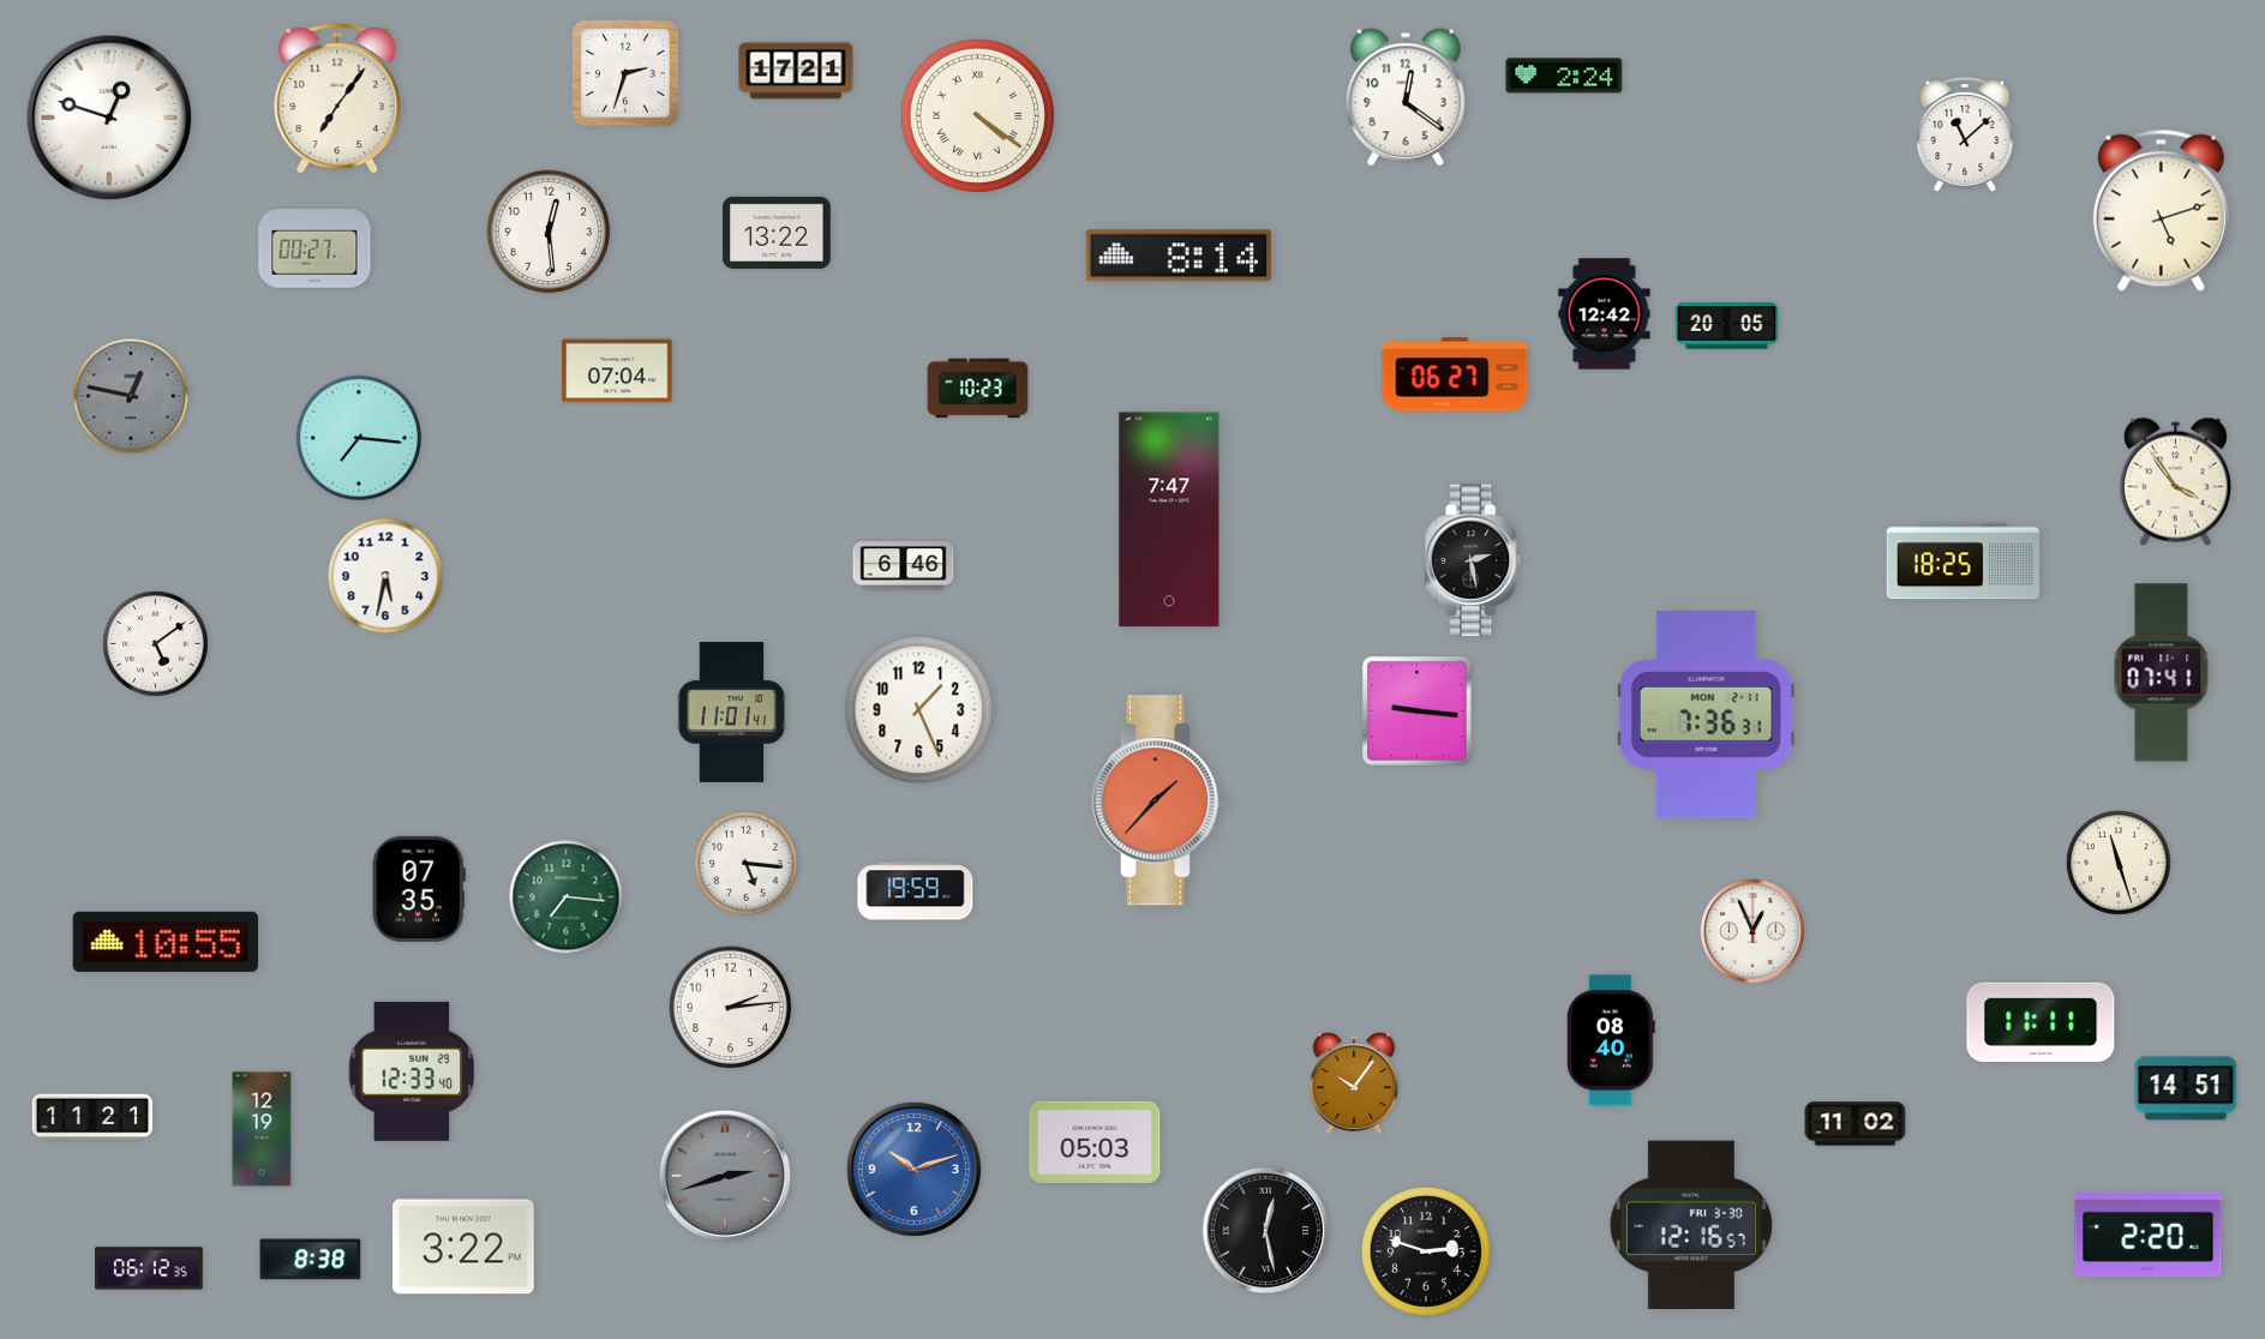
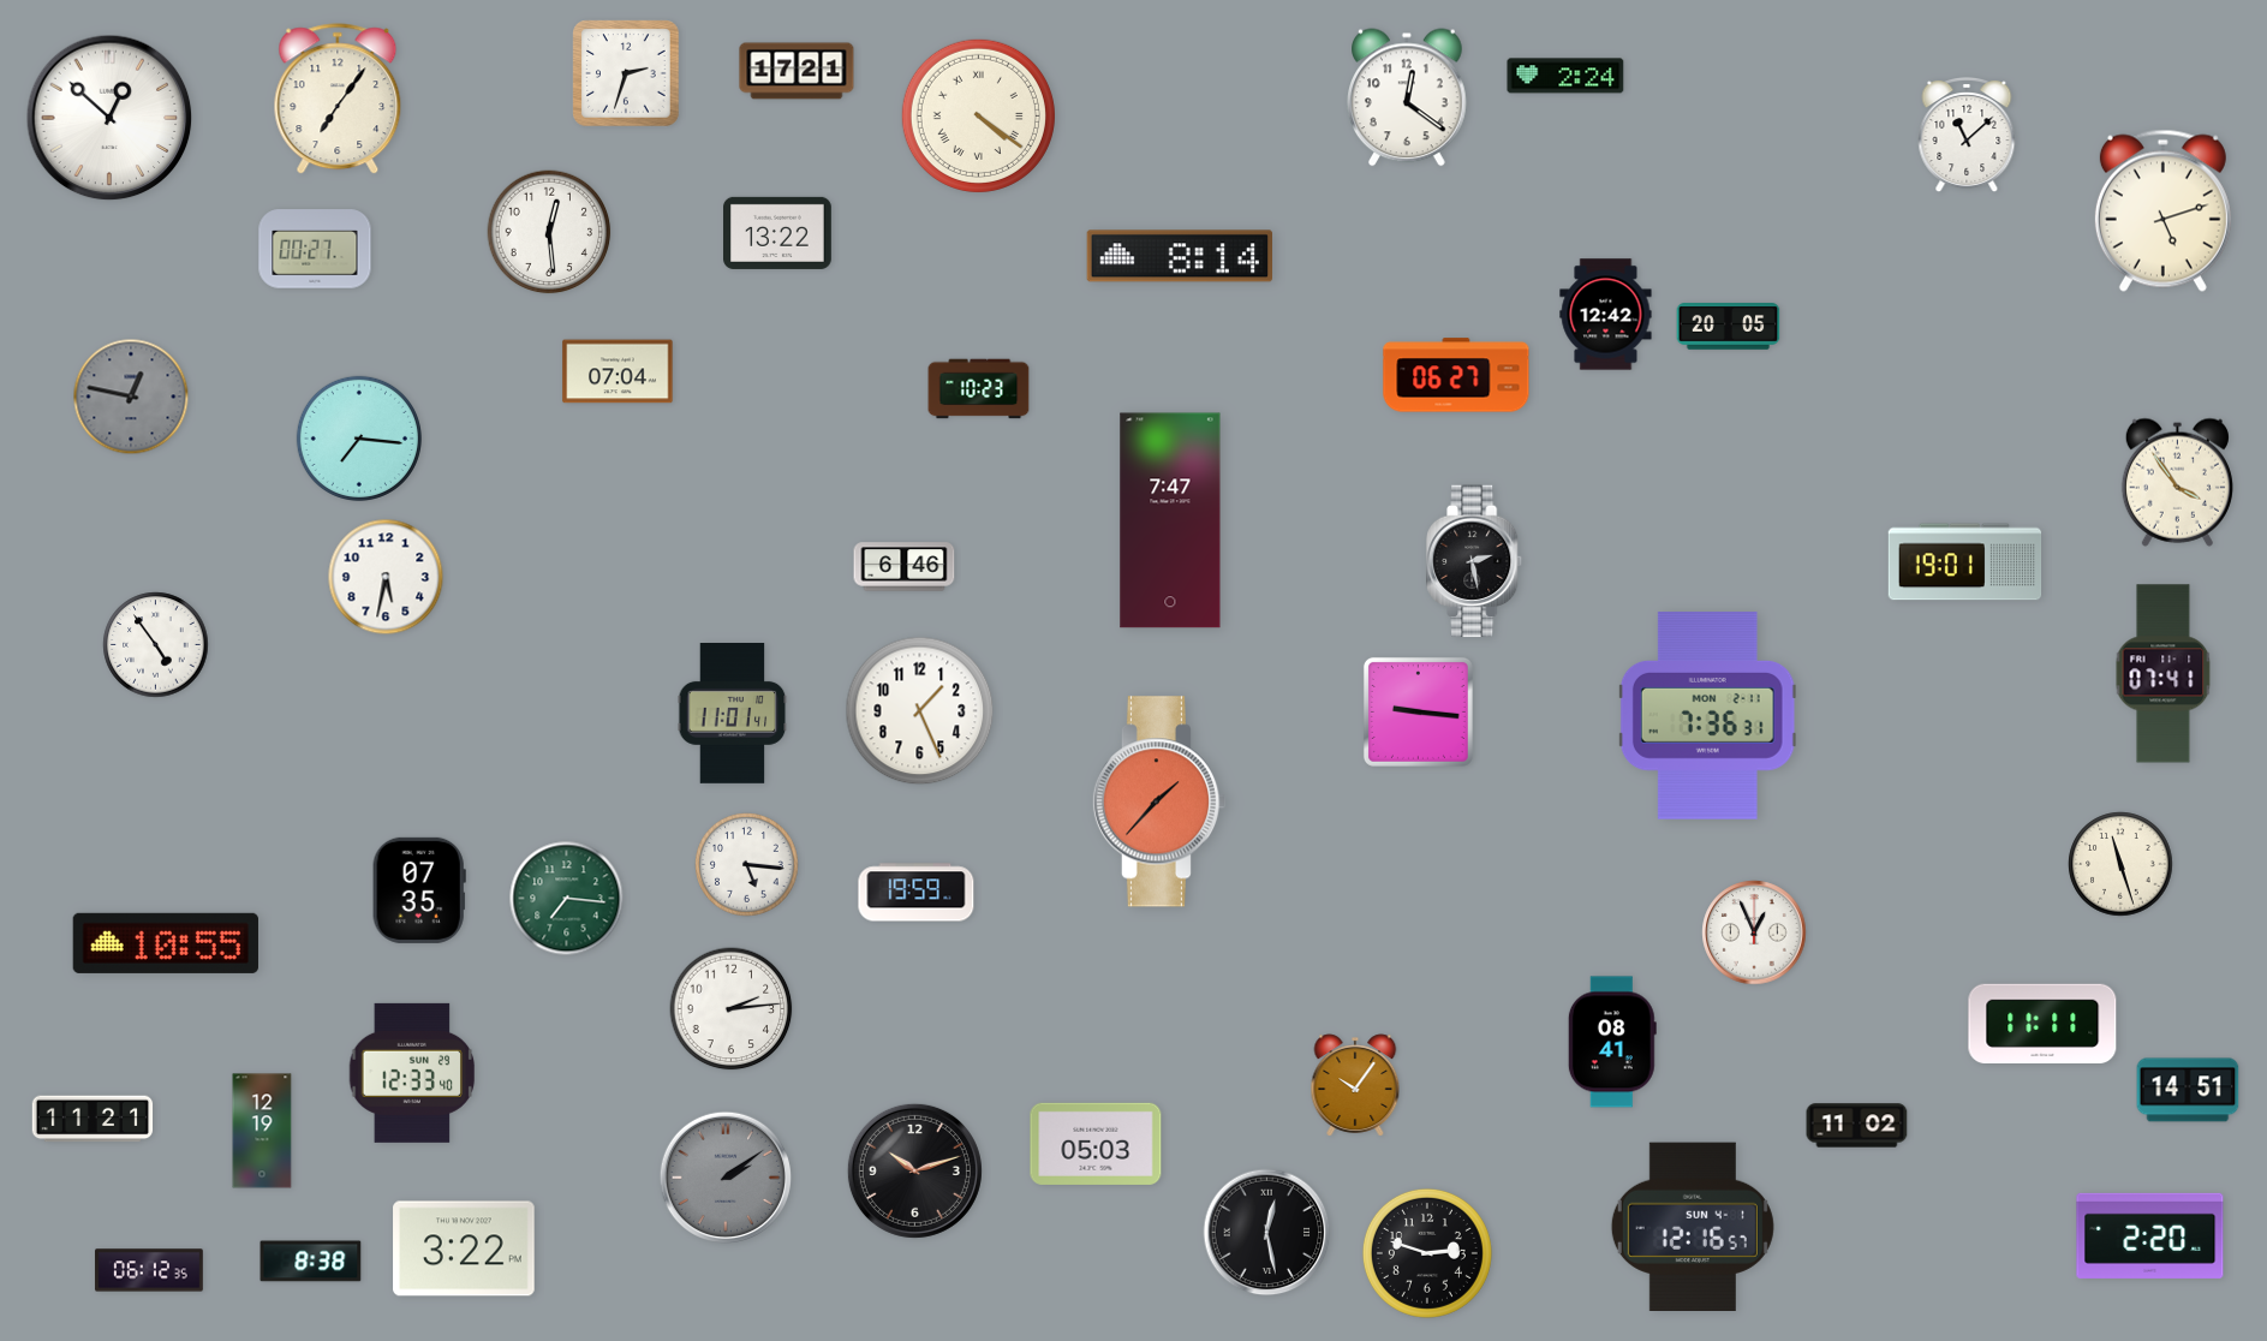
clock at (109, 118): 12:48 -> 12:52
clock at (1964, 562): 18:25 -> 19:01
clock at (156, 644): 5:09 -> 4:54
clock at (1611, 1040): 08:40 -> 08:41
clock at (913, 1169) dial: blue -> black
clock at (725, 1176): 2:42 -> 2:09
clock at (1691, 1224) date: FRI 3-30 -> SUN 4-1
